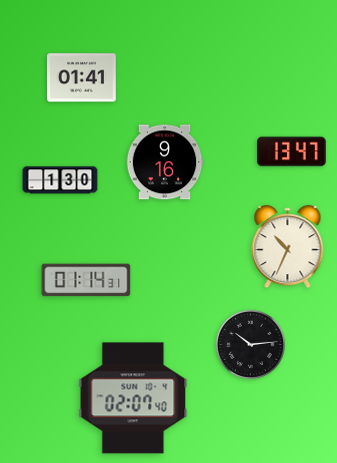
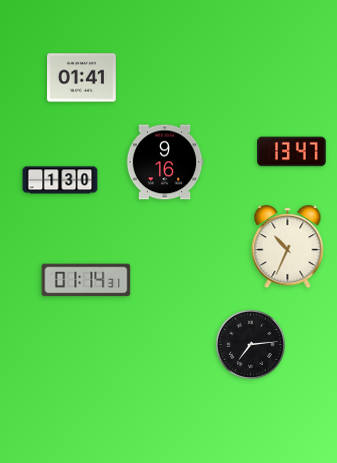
clock at (250, 344): 10:14 -> 7:14
clock at (133, 398): 02:07 -> none
